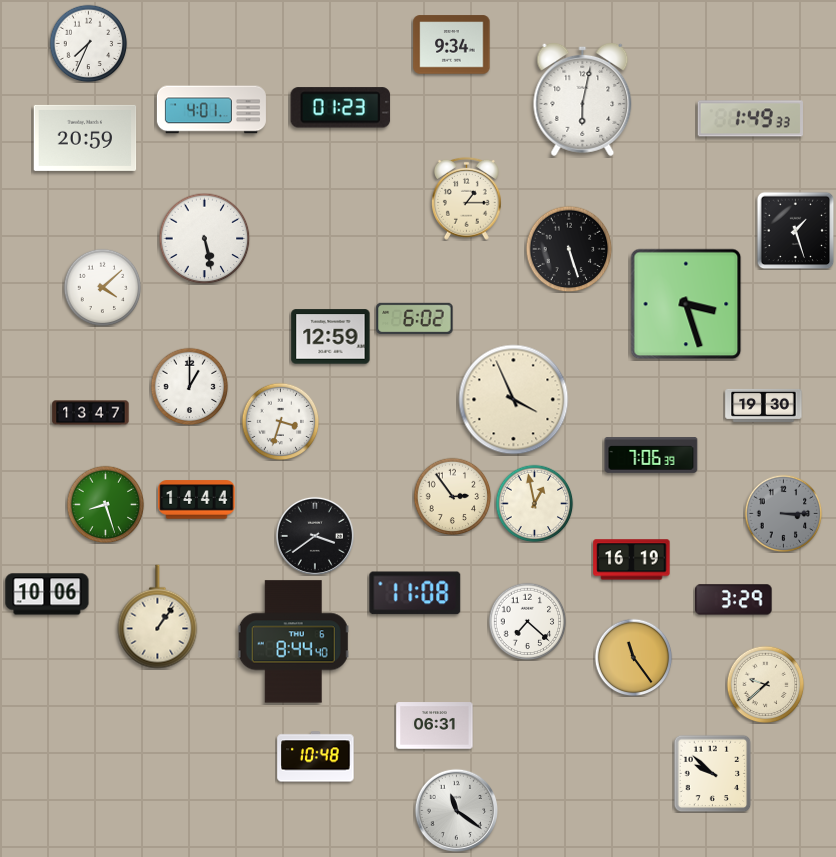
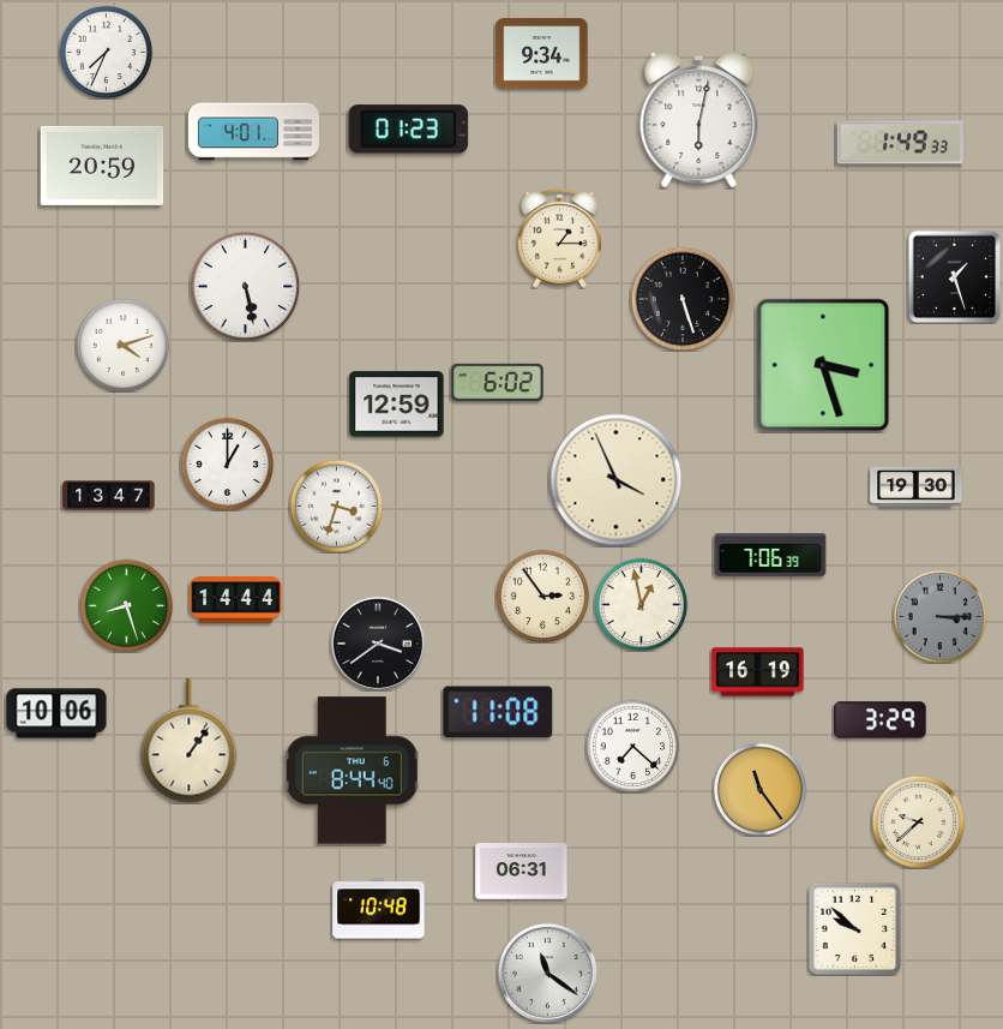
clock at (102, 287): 4:08 -> 4:12
clock at (651, 455) position: (651, 455) -> (770, 555)
